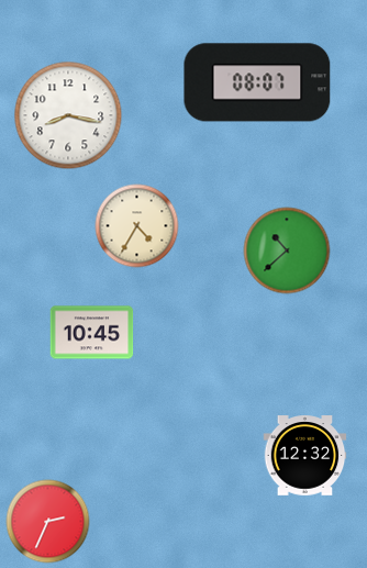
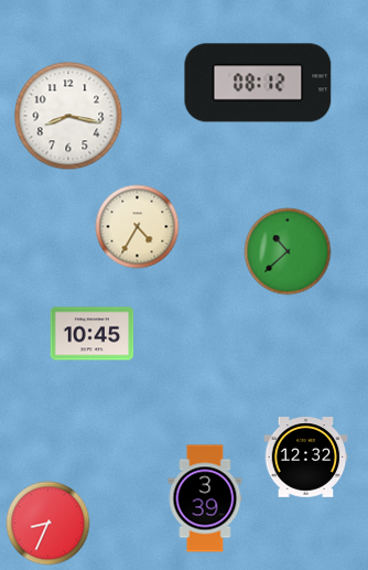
clock at (257, 82): 08:07 -> 08:12
clock at (205, 498): none -> 3:39
clock at (48, 522): 2:34 -> 8:34
